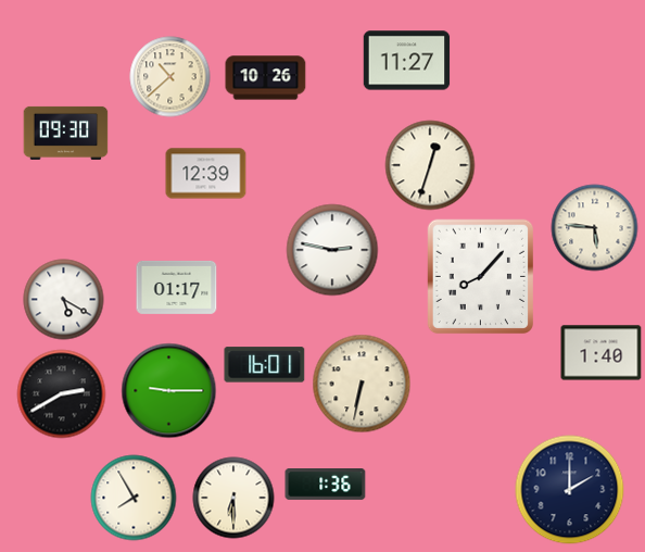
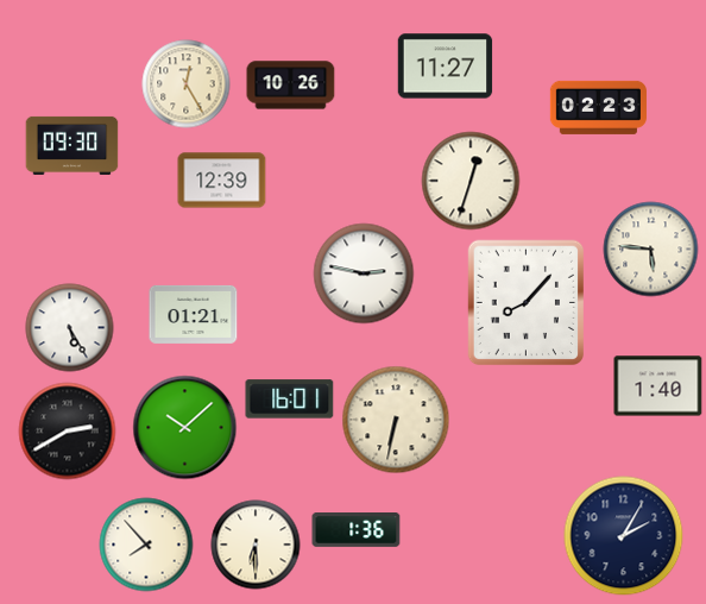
clock at (170, 77): 10:38 -> 12:25
clock at (598, 107): none -> 02:23
clock at (206, 174) position: (206, 174) -> (222, 181)
clock at (177, 287): 01:17 -> 01:21
clock at (64, 300): 5:20 -> 5:25
clock at (169, 391): 9:15 -> 10:08
clock at (570, 490): 2:00 -> 2:05
clock at (134, 498): 7:55 -> 7:53
